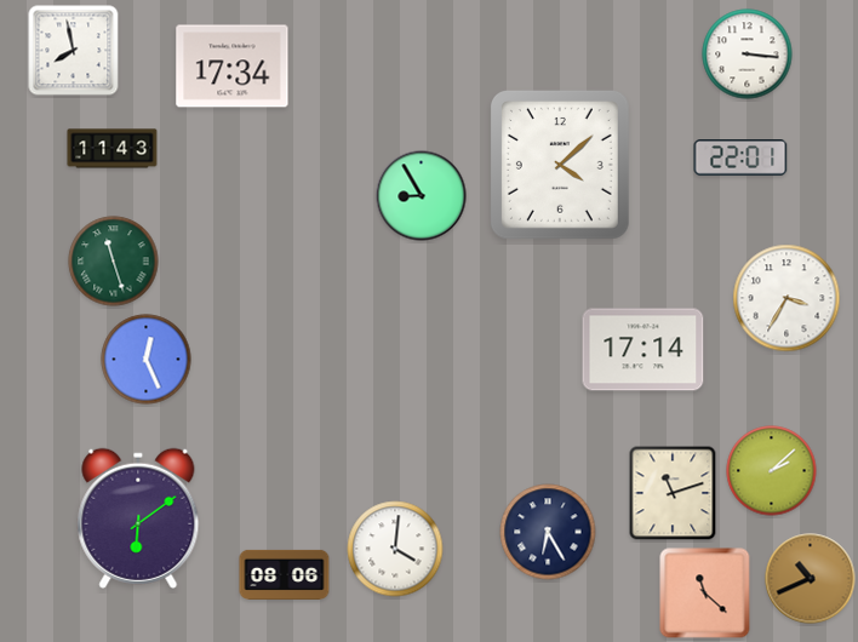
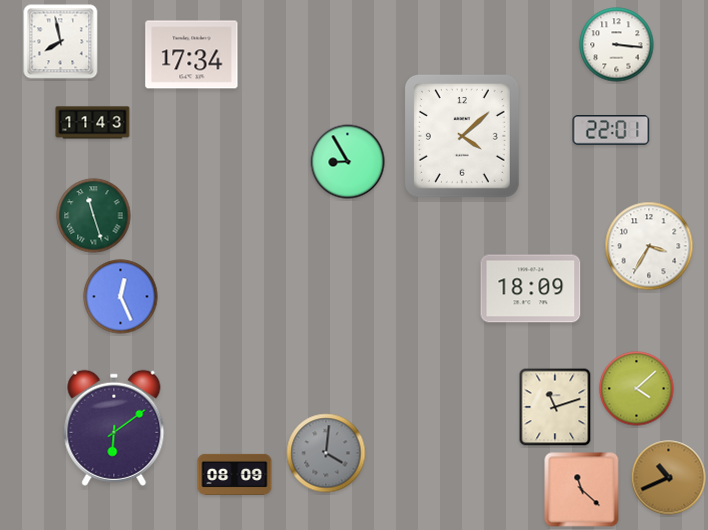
clock at (643, 350): 17:14 -> 18:09
clock at (772, 471): 2:08 -> 4:08
clock at (548, 532): 6:25 -> none
clock at (395, 549) dial: white -> grey
clock at (285, 574): 08:06 -> 08:09
